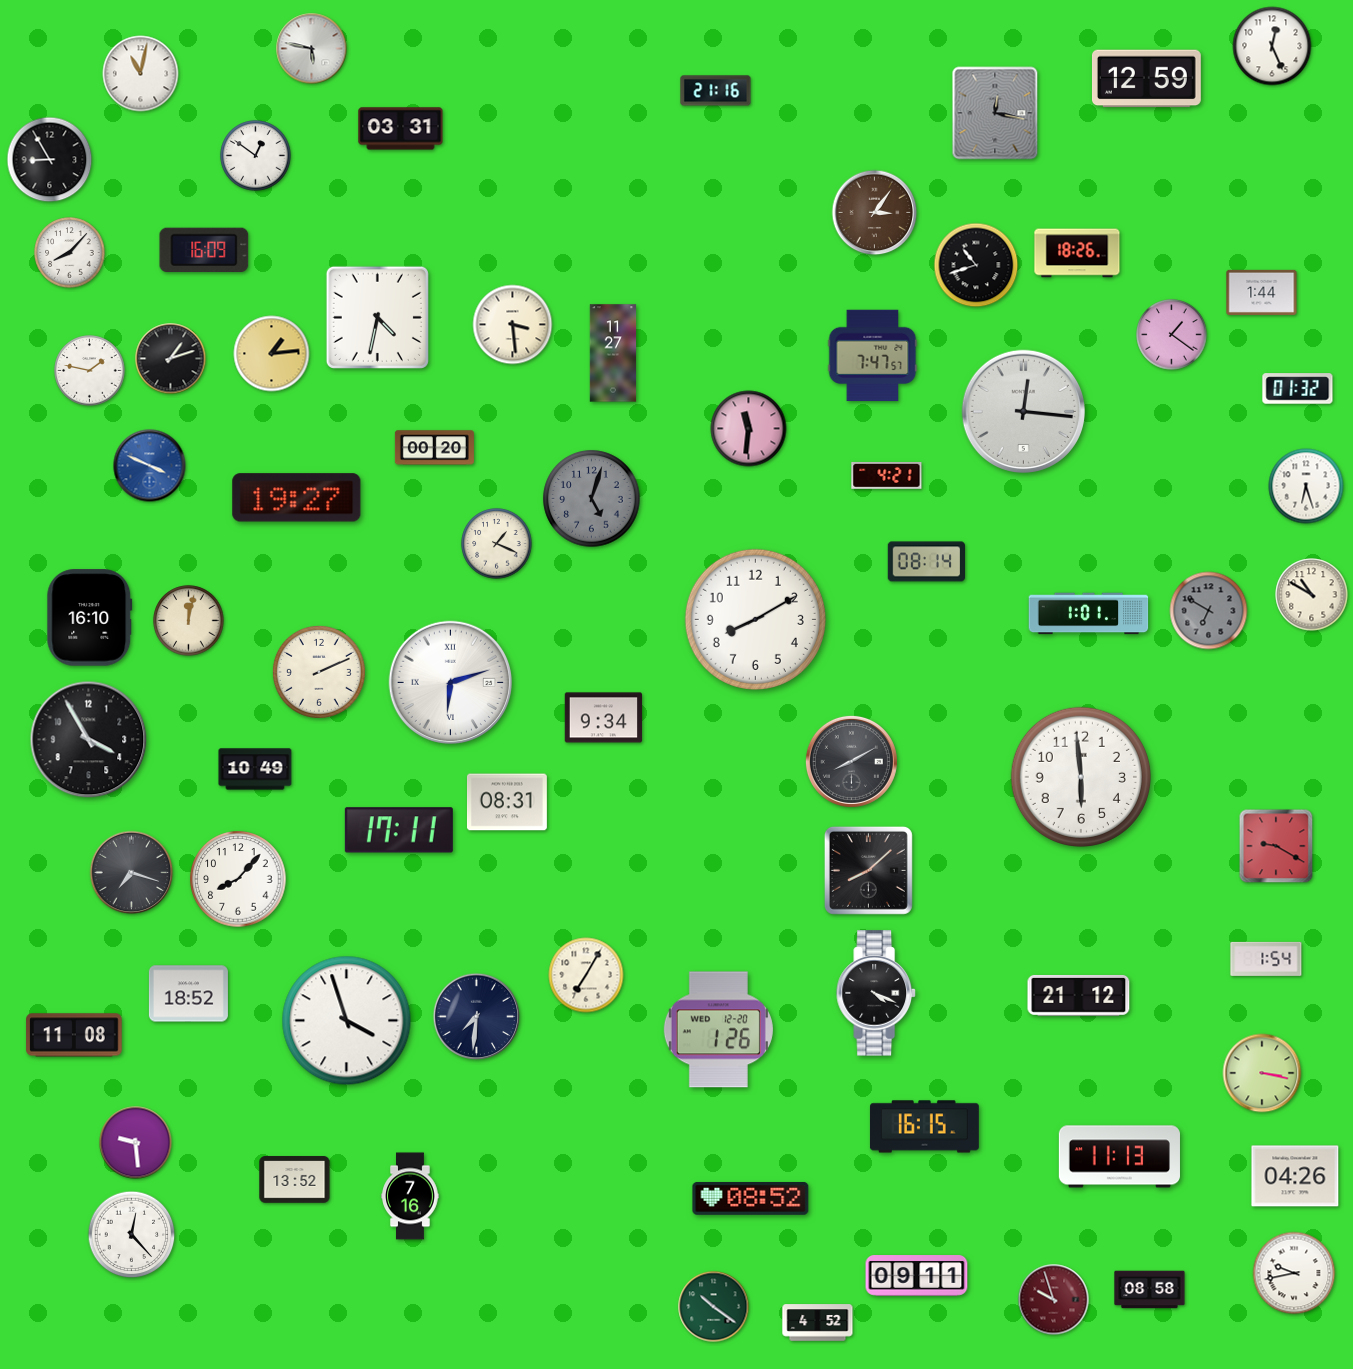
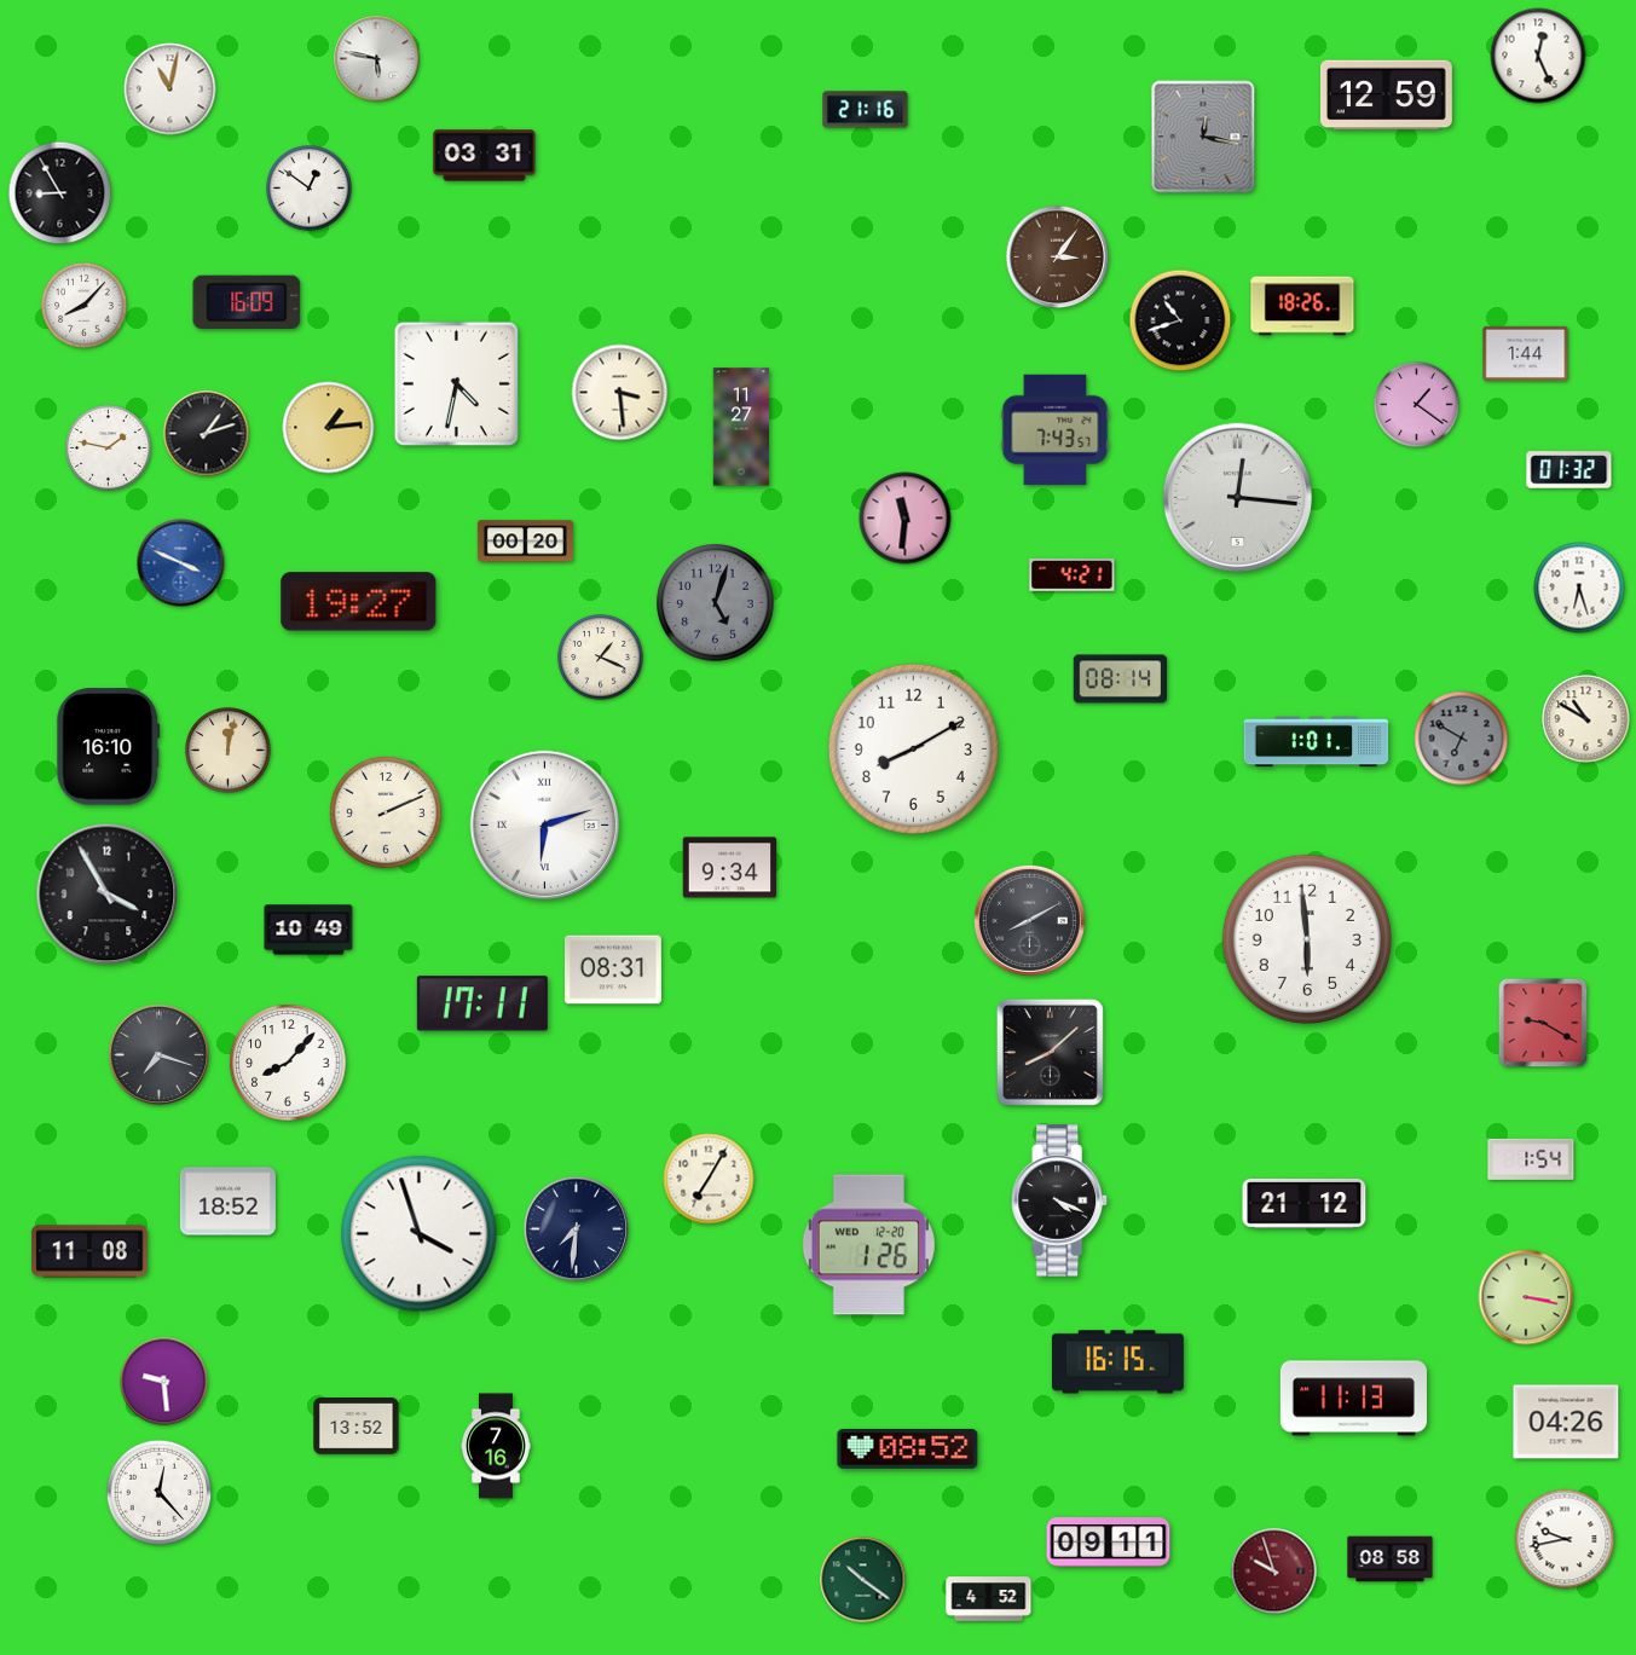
clock at (873, 356): 7:47 -> 7:43
